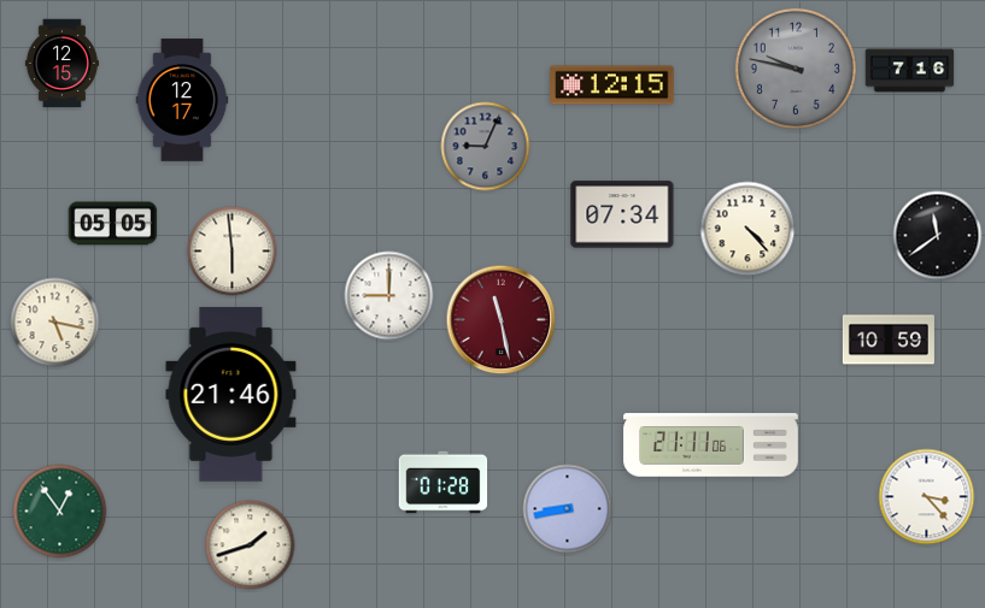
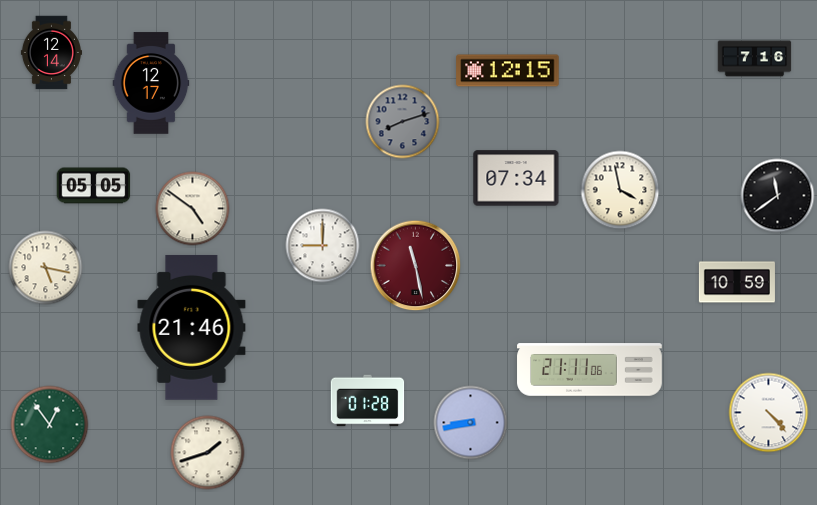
clock at (61, 64): 12:15 -> 12:14
clock at (796, 69): 9:47 -> none
clock at (486, 147): 9:04 -> 8:12
clock at (747, 229): 4:23 -> 3:58
clock at (233, 252): 5:59 -> 4:51
clock at (927, 497): 3:23 -> 4:23
